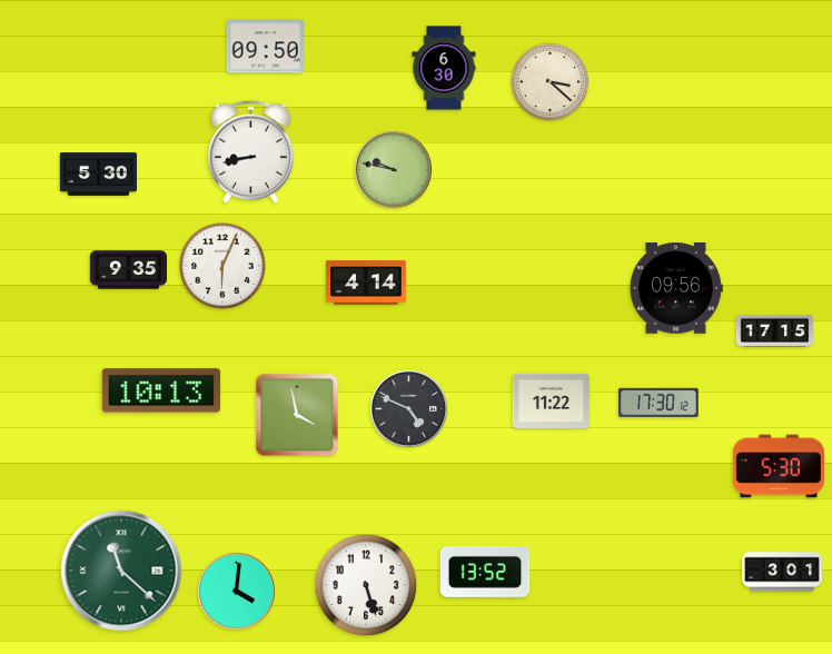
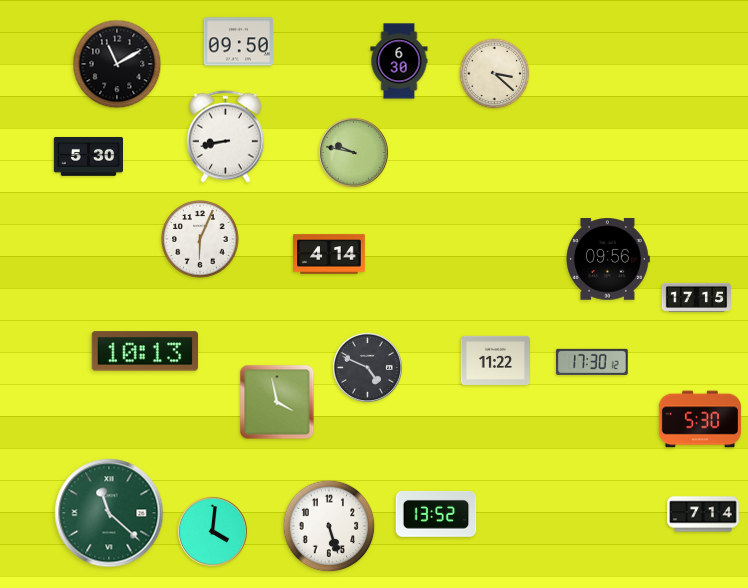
clock at (117, 64): none -> 11:10
clock at (128, 270): 9:35 -> none
clock at (297, 415) position: (297, 415) -> (277, 402)
clock at (782, 572): 3:01 -> 7:14
